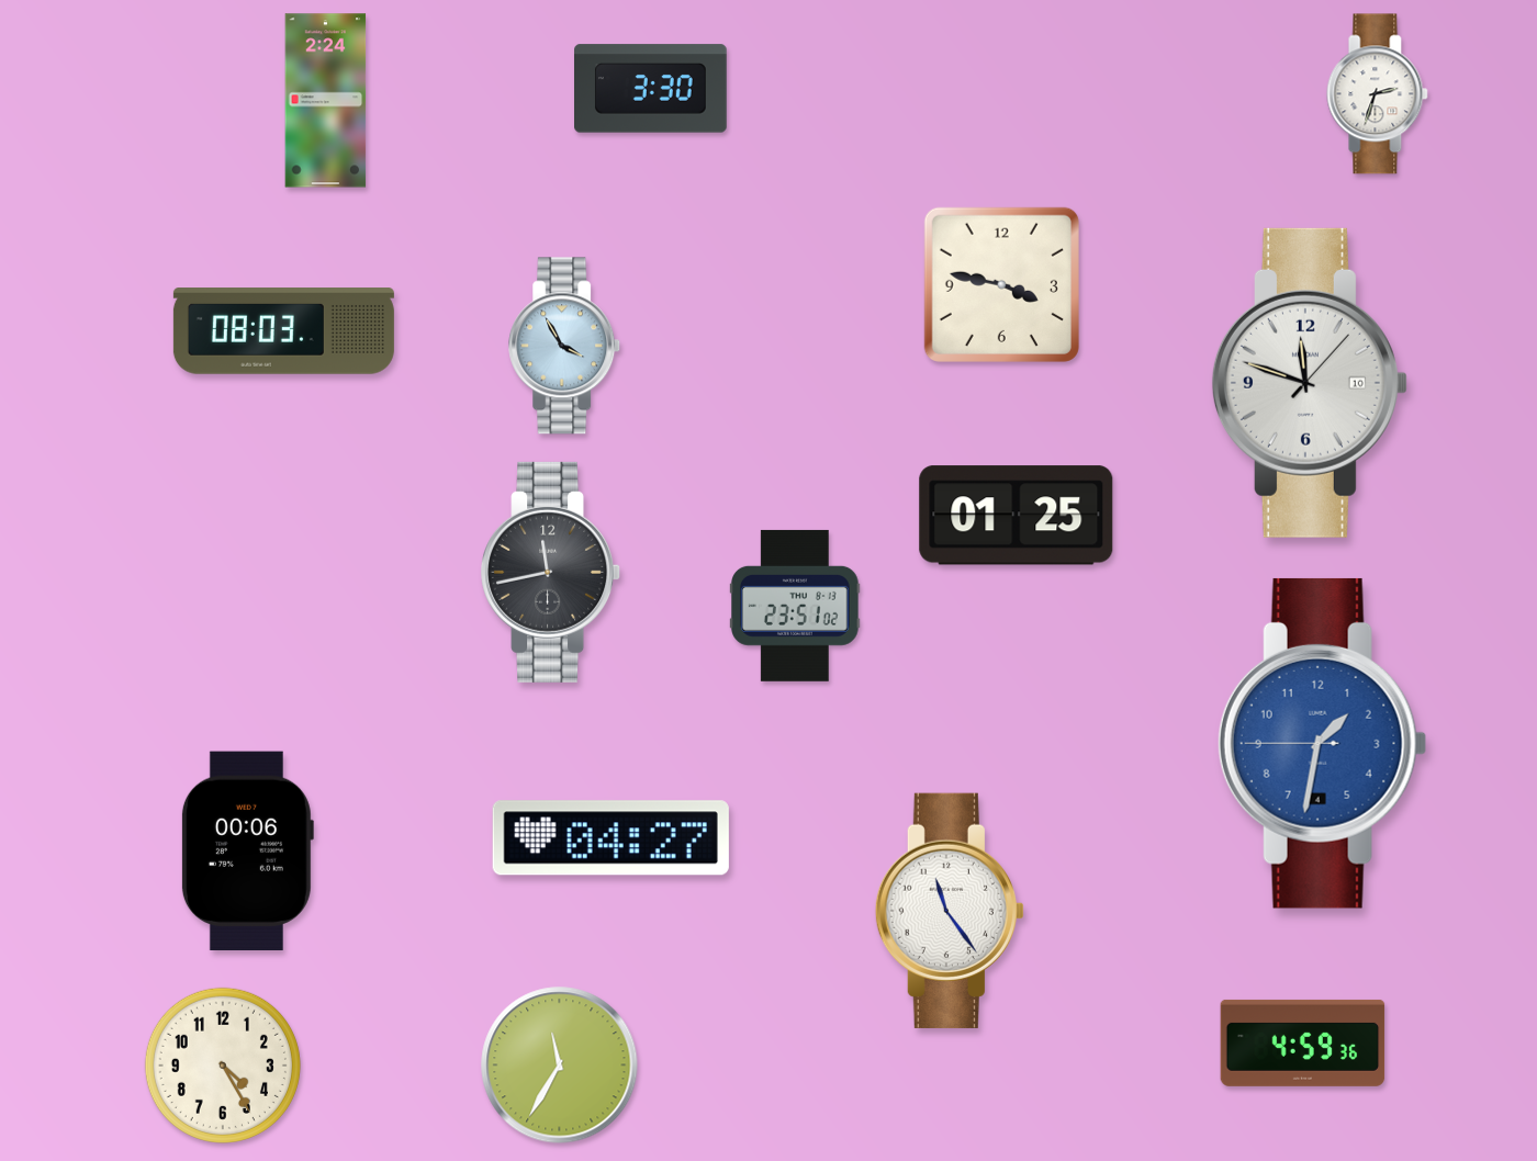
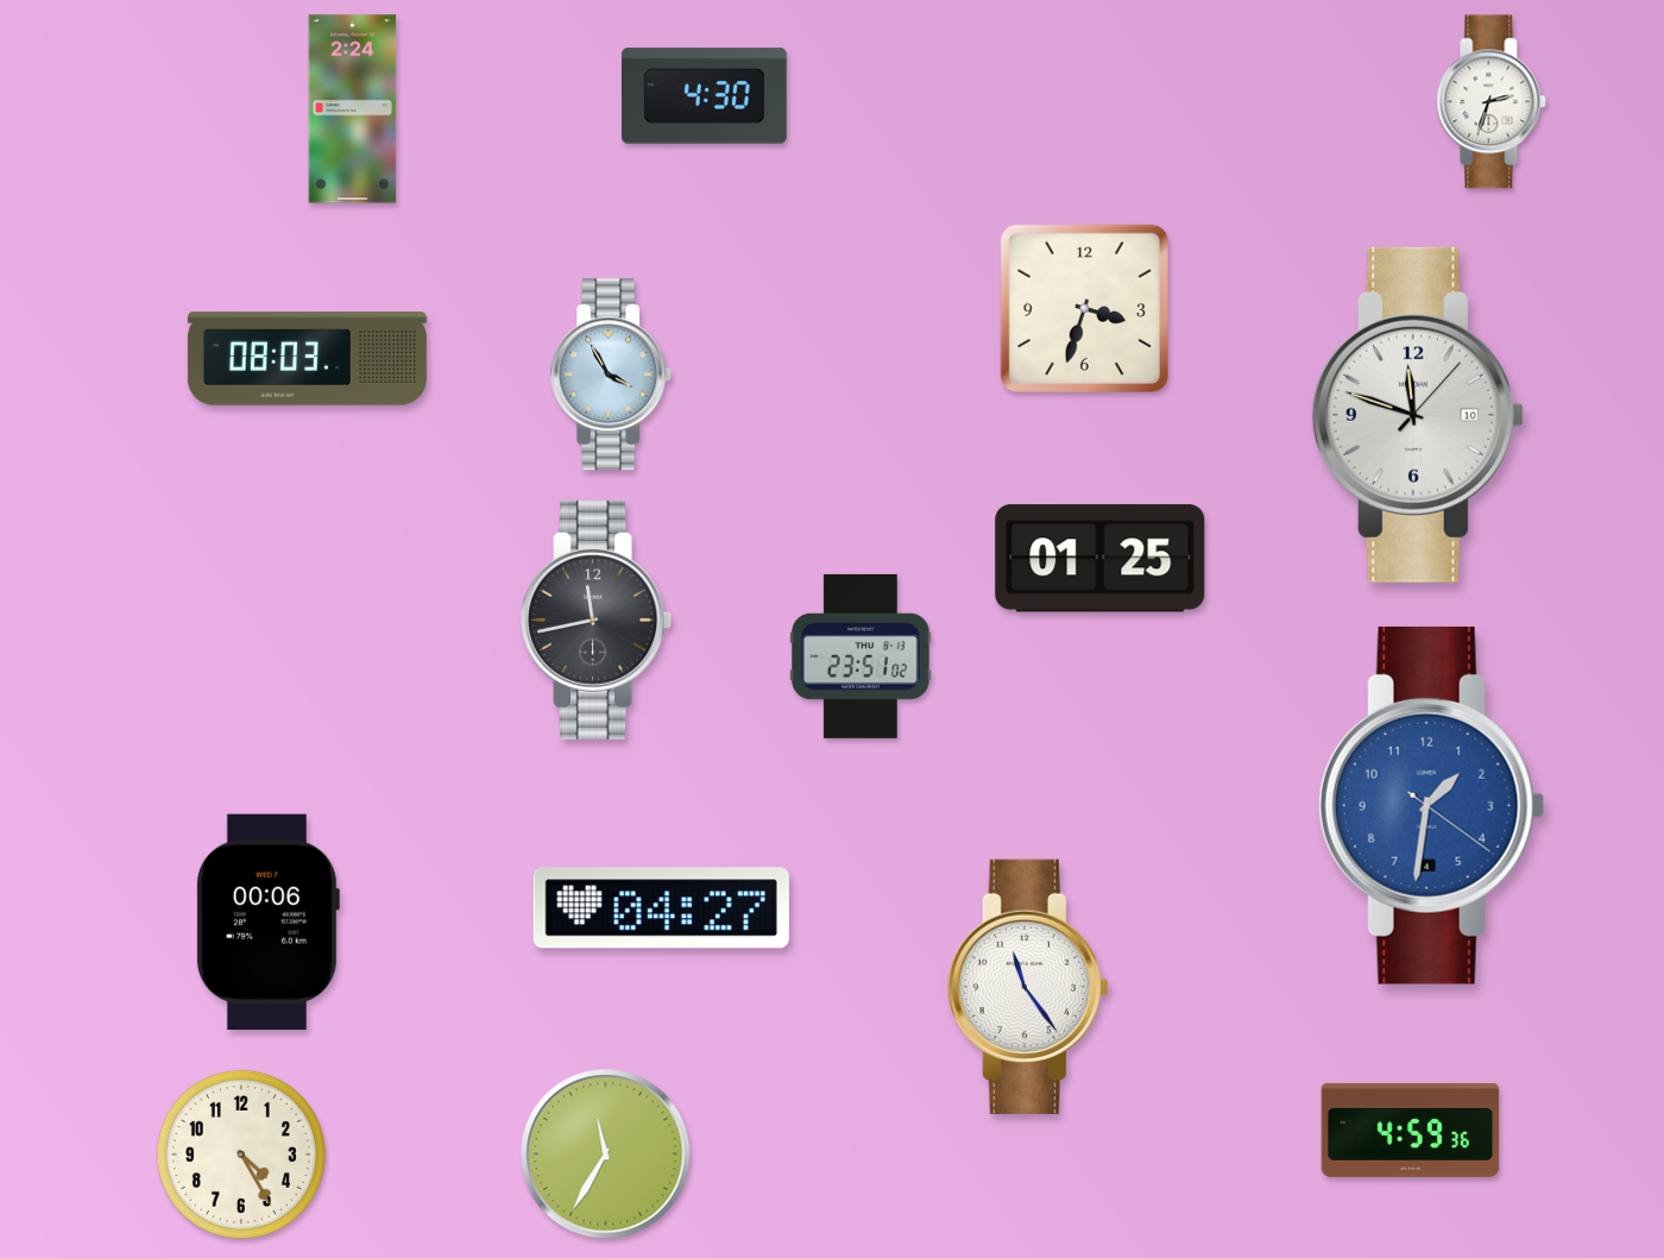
clock at (651, 89): 3:30 -> 4:30
clock at (1001, 284): 3:47 -> 3:33
clock at (1322, 743): 1:31:45 -> 1:31:21
